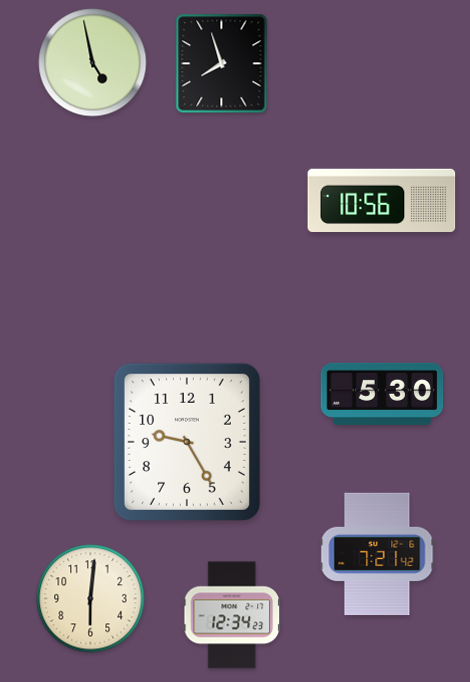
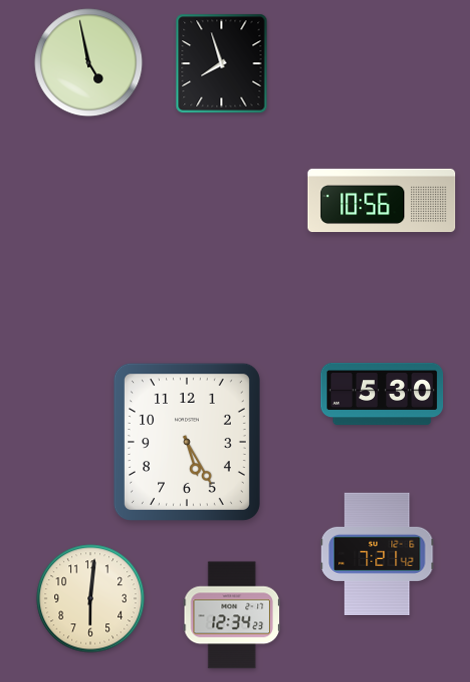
clock at (93, 63) position: (93, 63) -> (89, 63)
clock at (187, 442): 9:25 -> 5:25
